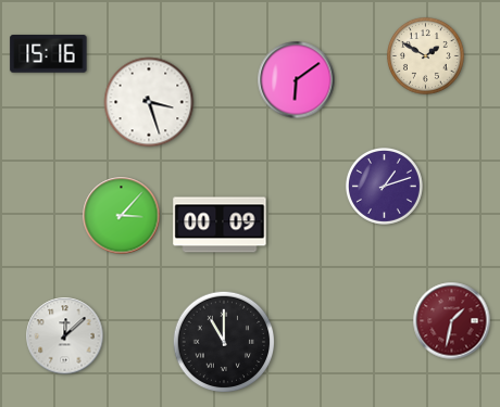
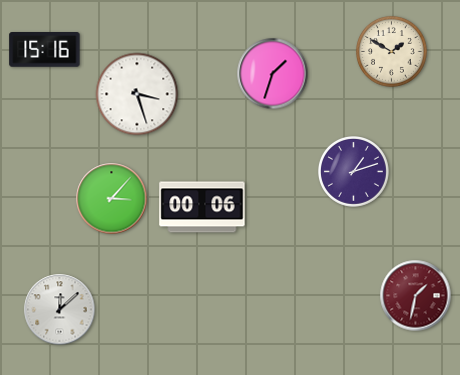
clock at (297, 80): 6:09 -> 1:33
clock at (220, 225): 00:09 -> 00:06
clock at (224, 342): 11:00 -> none
